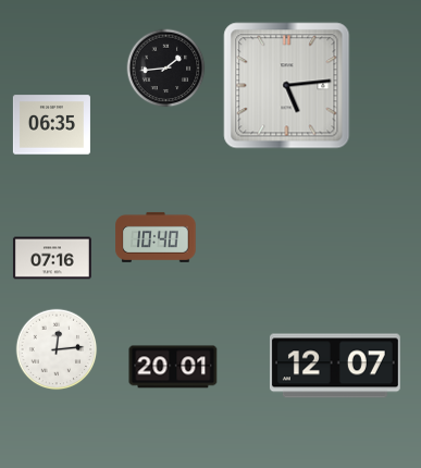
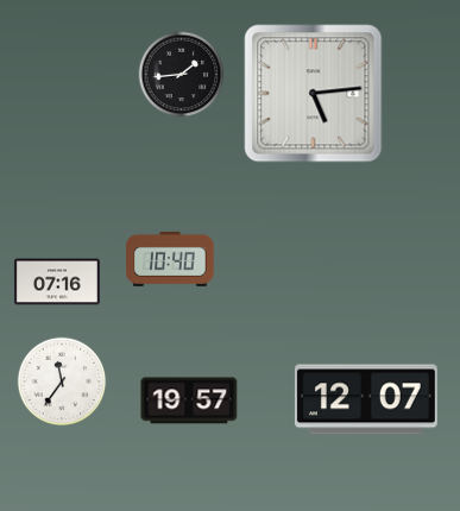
clock at (51, 125): 06:35 -> none
clock at (57, 349): 12:14 -> 11:36
clock at (173, 367): 20:01 -> 19:57
